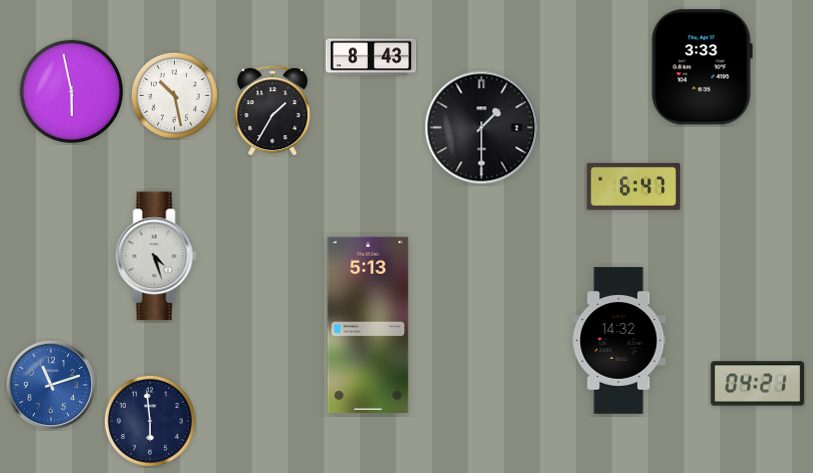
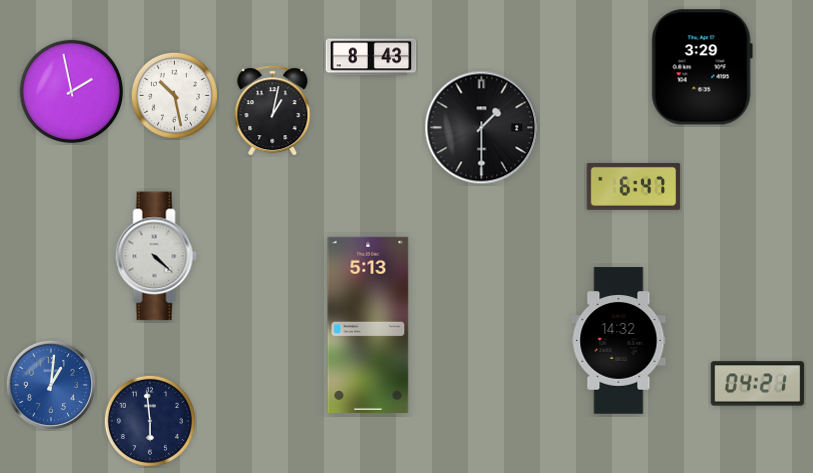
clock at (702, 67): 3:33 -> 3:29
clock at (72, 92): 5:58 -> 1:58
clock at (273, 111): 1:35 -> 1:02
clock at (156, 256): 4:27 -> 4:22
clock at (51, 385): 11:12 -> 1:01
